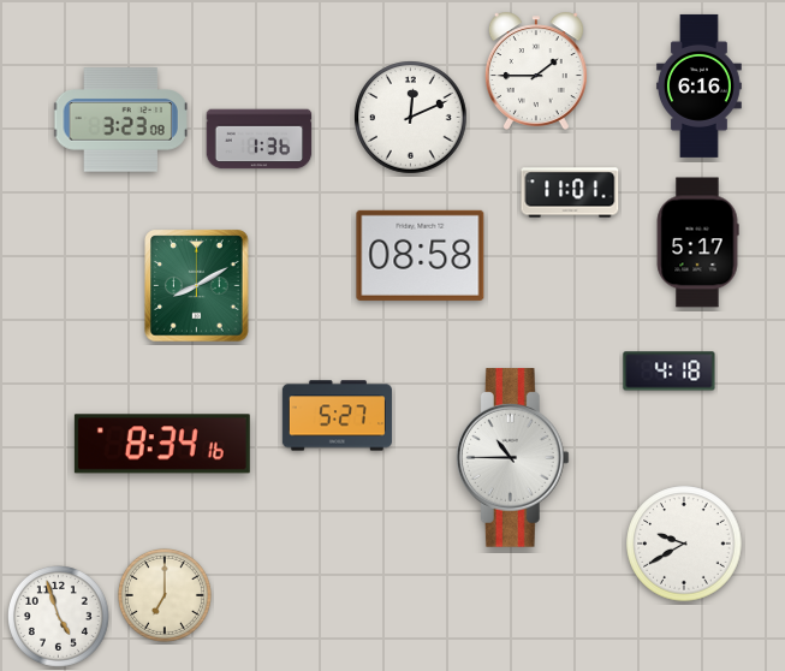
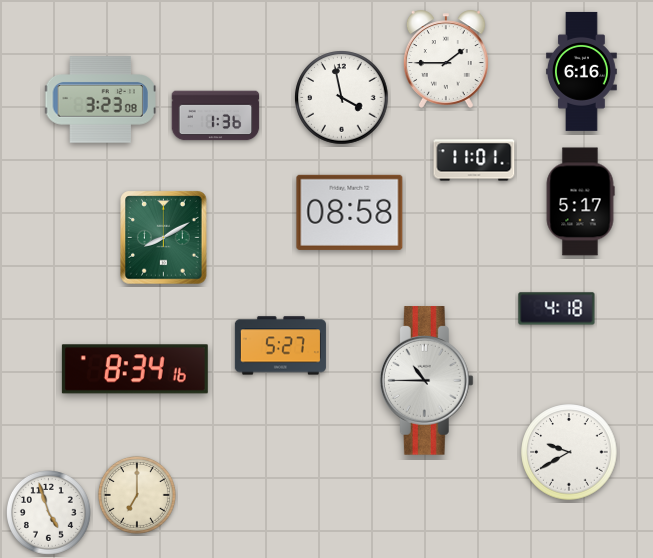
clock at (411, 118): 12:11 -> 3:58
